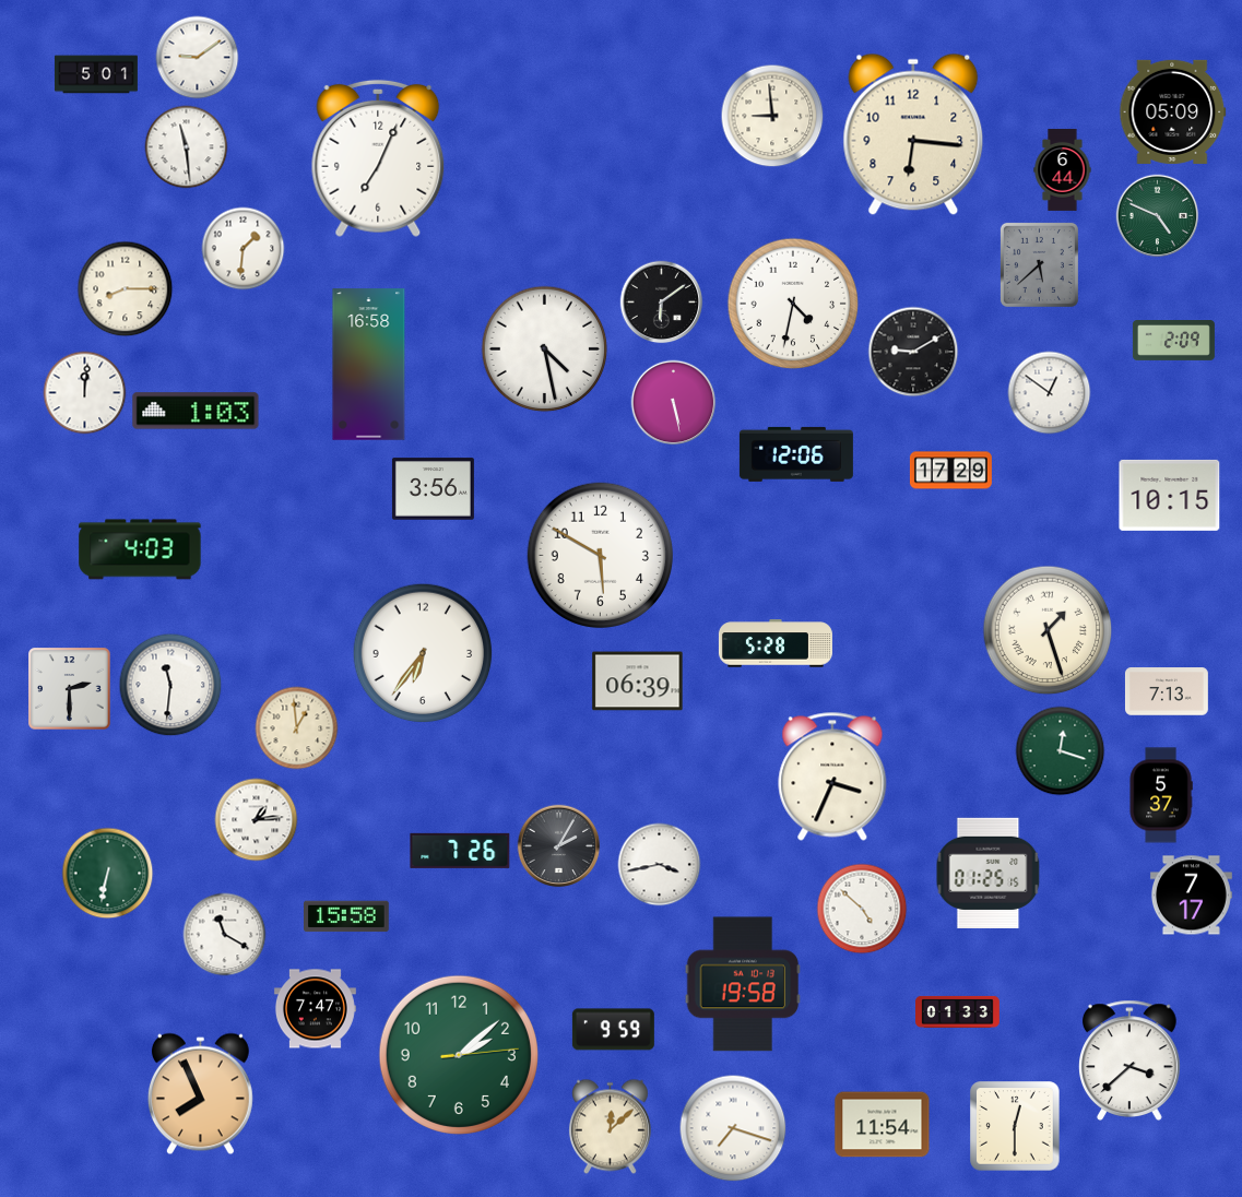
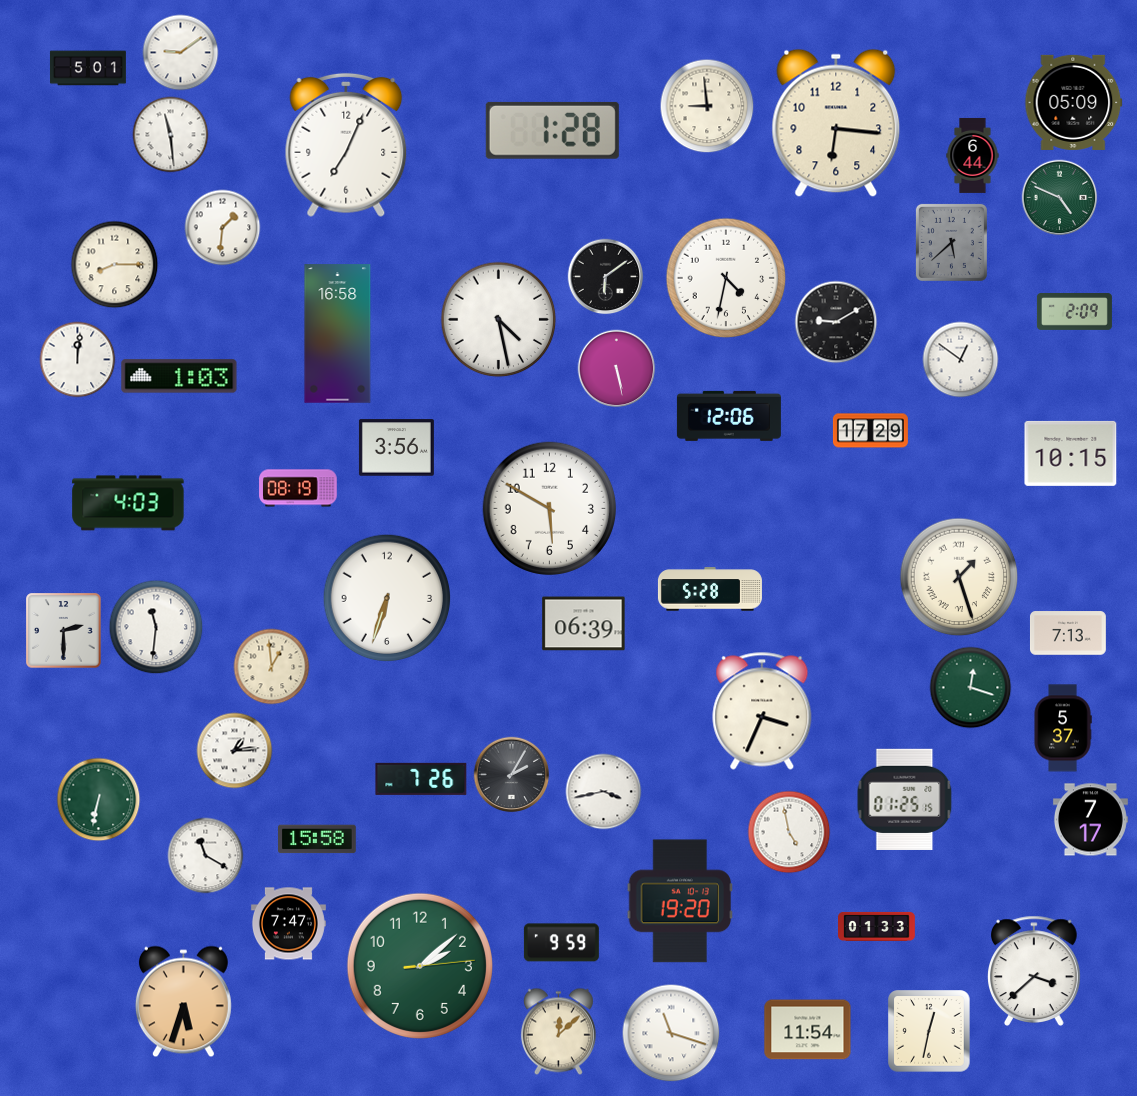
clock at (552, 130): none -> 1:28
clock at (298, 488): none -> 08:19
clock at (423, 653): 6:36 -> 6:33
clock at (862, 909): 4:52 -> 4:58
clock at (743, 984): 19:58 -> 19:20
clock at (200, 1094): 7:56 -> 5:33
clock at (1015, 1126): 12:30 -> 12:32
clock at (733, 1128): 7:18 -> 11:18
